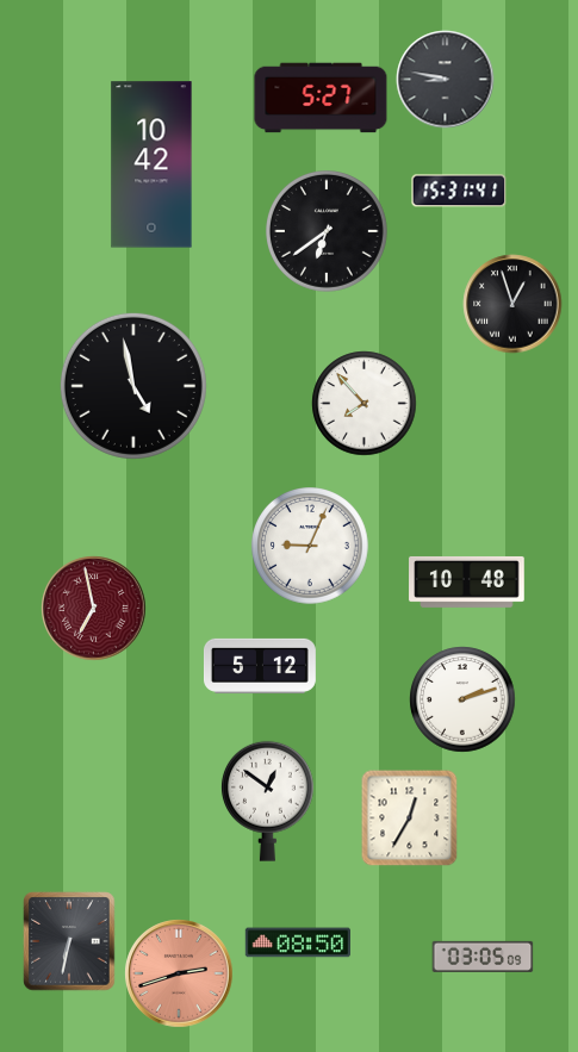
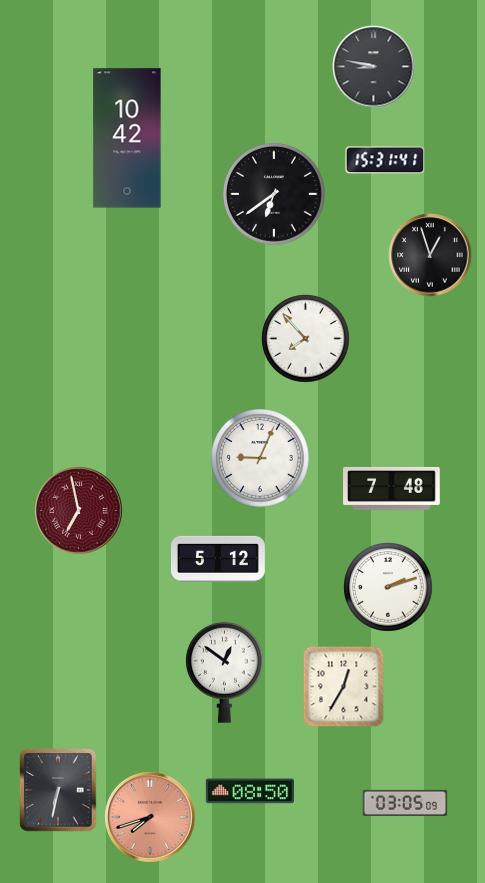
clock at (321, 98): 5:27 -> none
clock at (133, 386): 4:58 -> none
clock at (467, 581): 10:48 -> 7:48
clock at (179, 973): 2:42 -> 7:42
